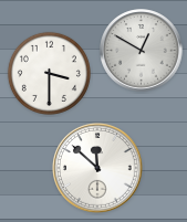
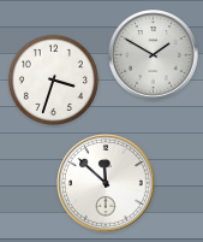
clock at (142, 51): 12:50 -> 1:50
clock at (49, 73): 3:30 -> 3:33
